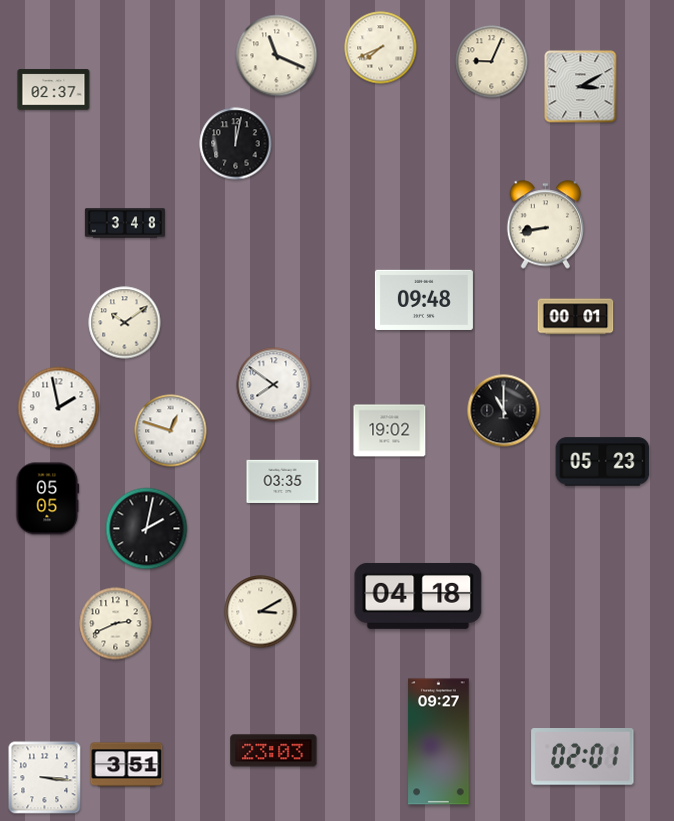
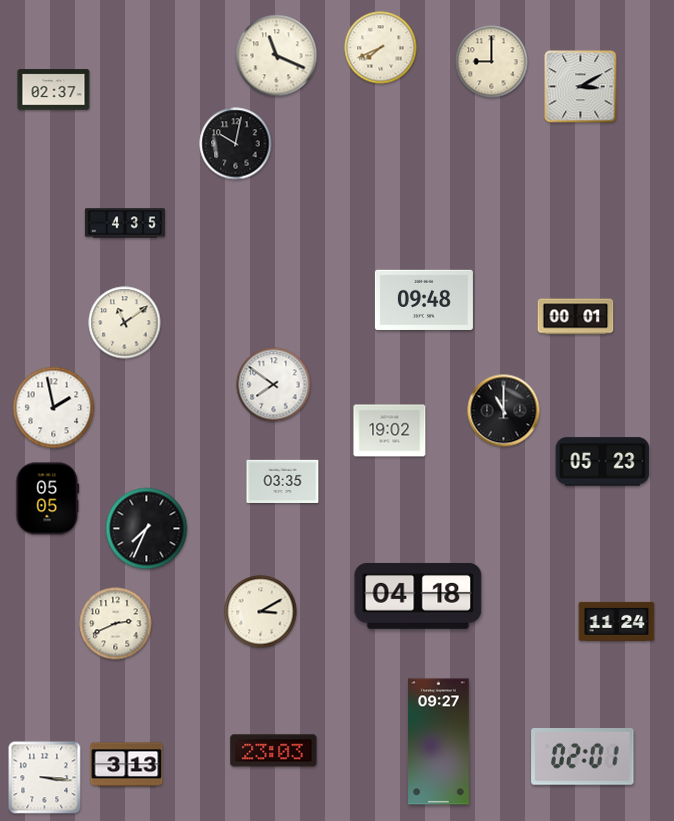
clock at (492, 62): 9:04 -> 9:00
clock at (236, 144): 12:02 -> 10:02
clock at (125, 223): 3:48 -> 4:35
clock at (546, 225): 8:43 -> none
clock at (125, 323): 10:09 -> 11:09
clock at (59, 408) position: (59, 408) -> (54, 408)
clock at (171, 431): 12:48 -> none
clock at (147, 529): 2:02 -> 7:34
clock at (617, 621): none -> 11:24
clock at (127, 765): 3:51 -> 3:13
